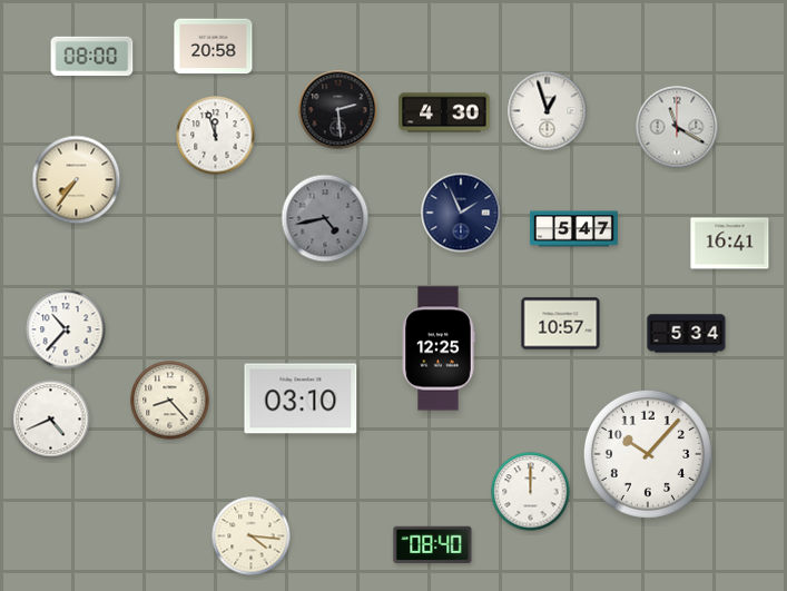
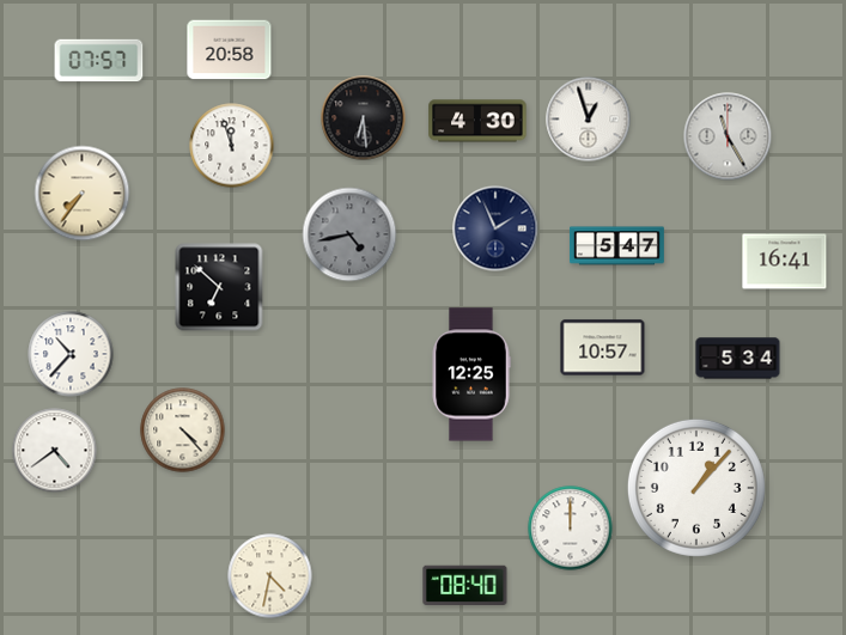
clock at (92, 57): 08:00 -> 07:57
clock at (338, 110): 2:29 -> 6:29
clock at (677, 127): 11:20 -> 11:25
clock at (219, 287): none -> 6:52
clock at (301, 398): 03:10 -> none
clock at (170, 401): 8:23 -> 4:23
clock at (51, 420): 4:41 -> 4:39
clock at (648, 454): 10:07 -> 1:07
clock at (252, 536): 4:16 -> 4:32
